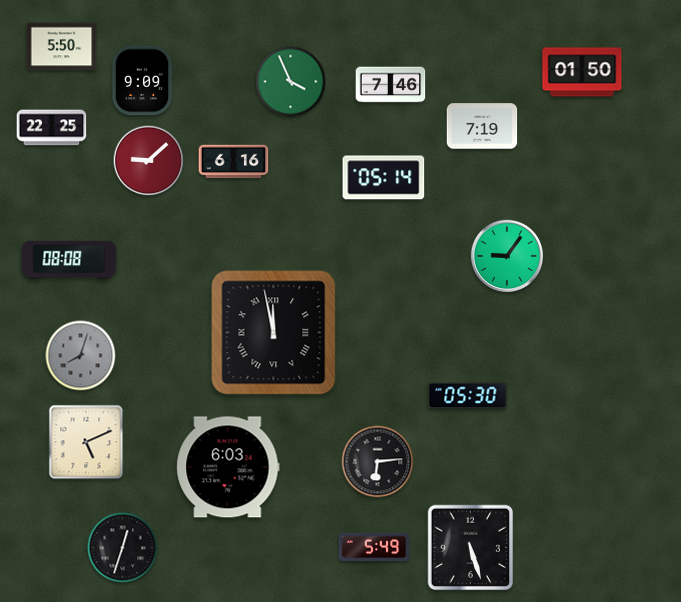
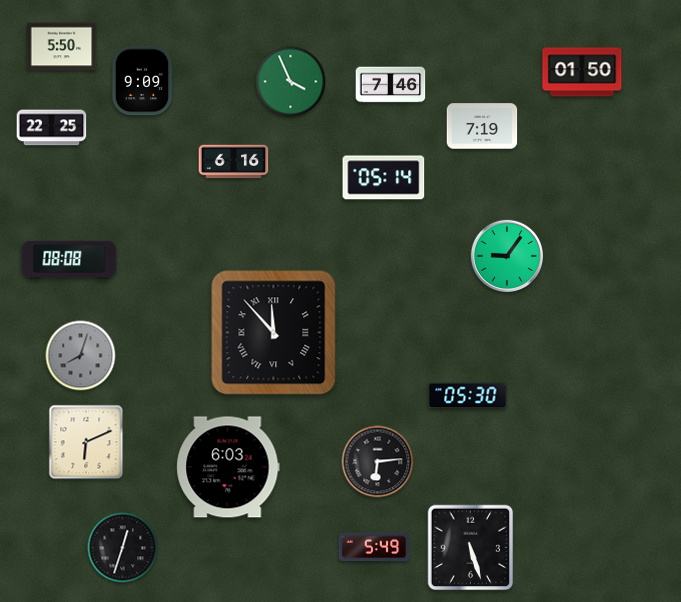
clock at (149, 161): 9:08 -> none
clock at (274, 333): 11:58 -> 11:53
clock at (86, 442): 5:11 -> 6:11
